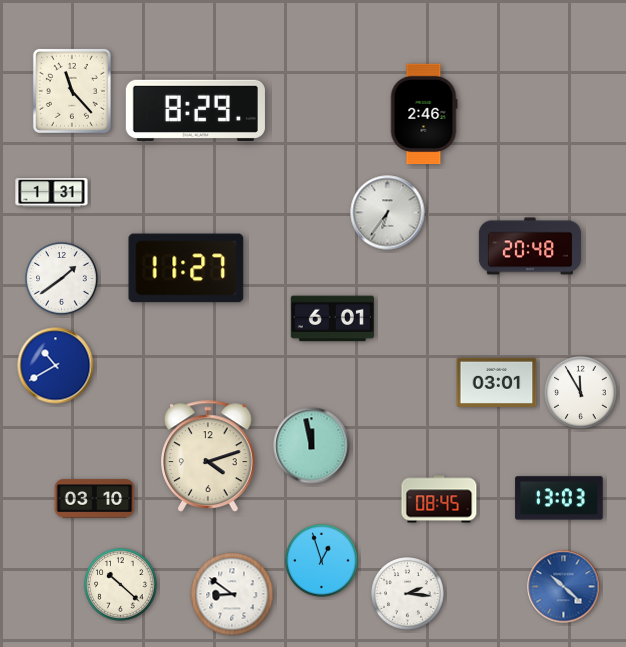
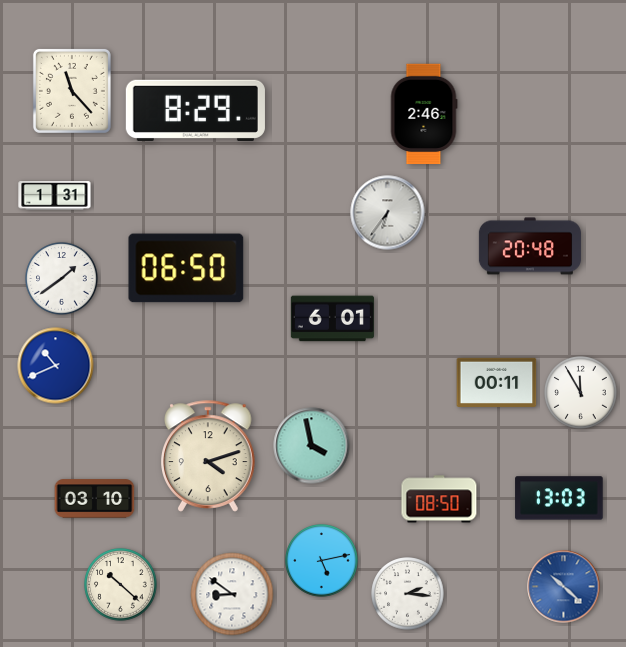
clock at (52, 193) position: (52, 193) -> (55, 196)
clock at (186, 268): 11:27 -> 06:50
clock at (56, 366): 10:40 -> 10:41
clock at (497, 382): 03:01 -> 00:11
clock at (312, 446): 11:58 -> 3:58
clock at (439, 499): 08:45 -> 08:50
clock at (322, 561): 12:57 -> 5:13
